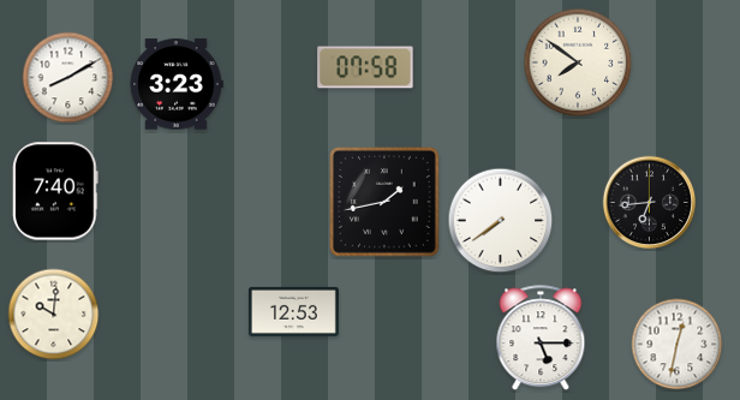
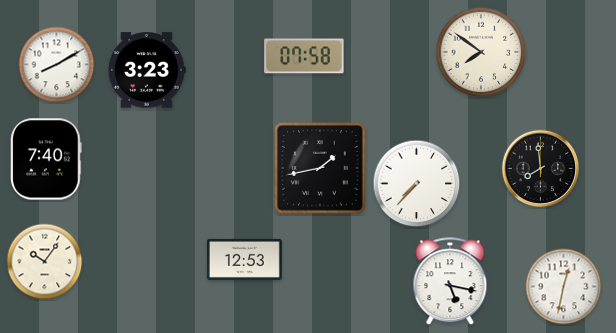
clock at (650, 203): 6:44 -> 7:59
clock at (501, 221): 7:39 -> 7:37
clock at (54, 315): 10:01 -> 10:06
clock at (541, 339): 5:15 -> 5:17
